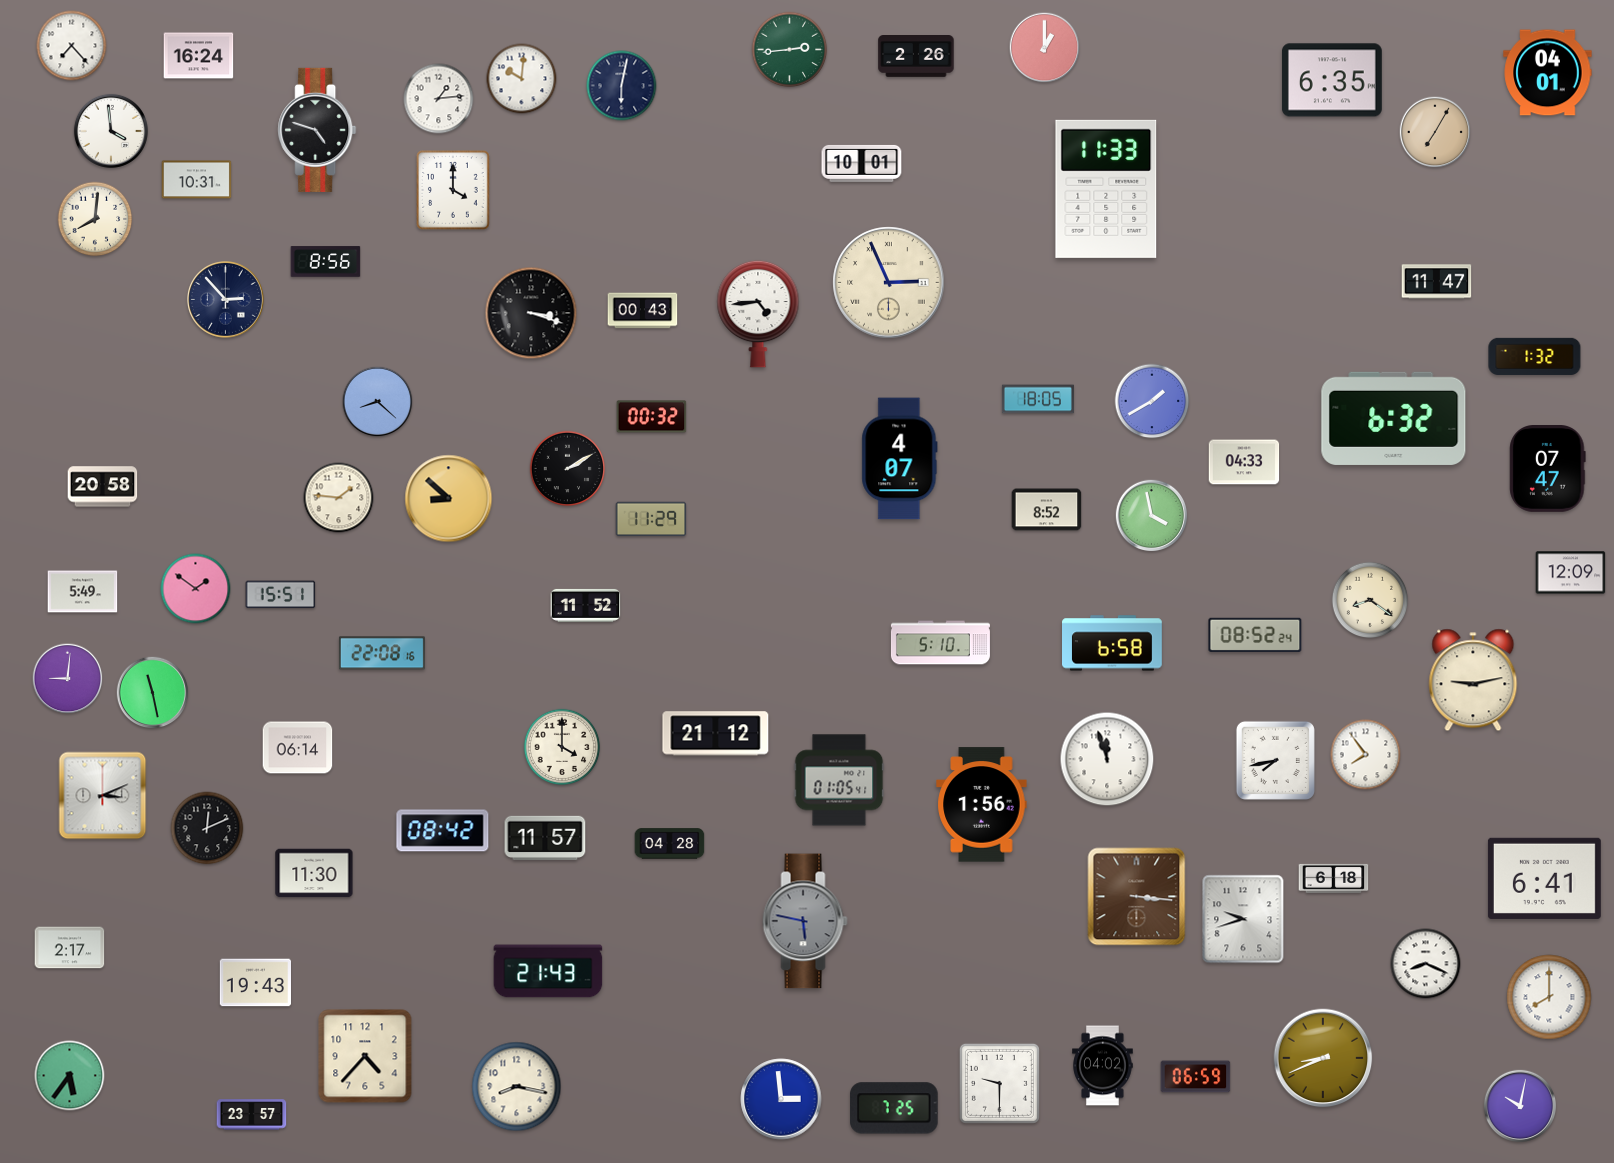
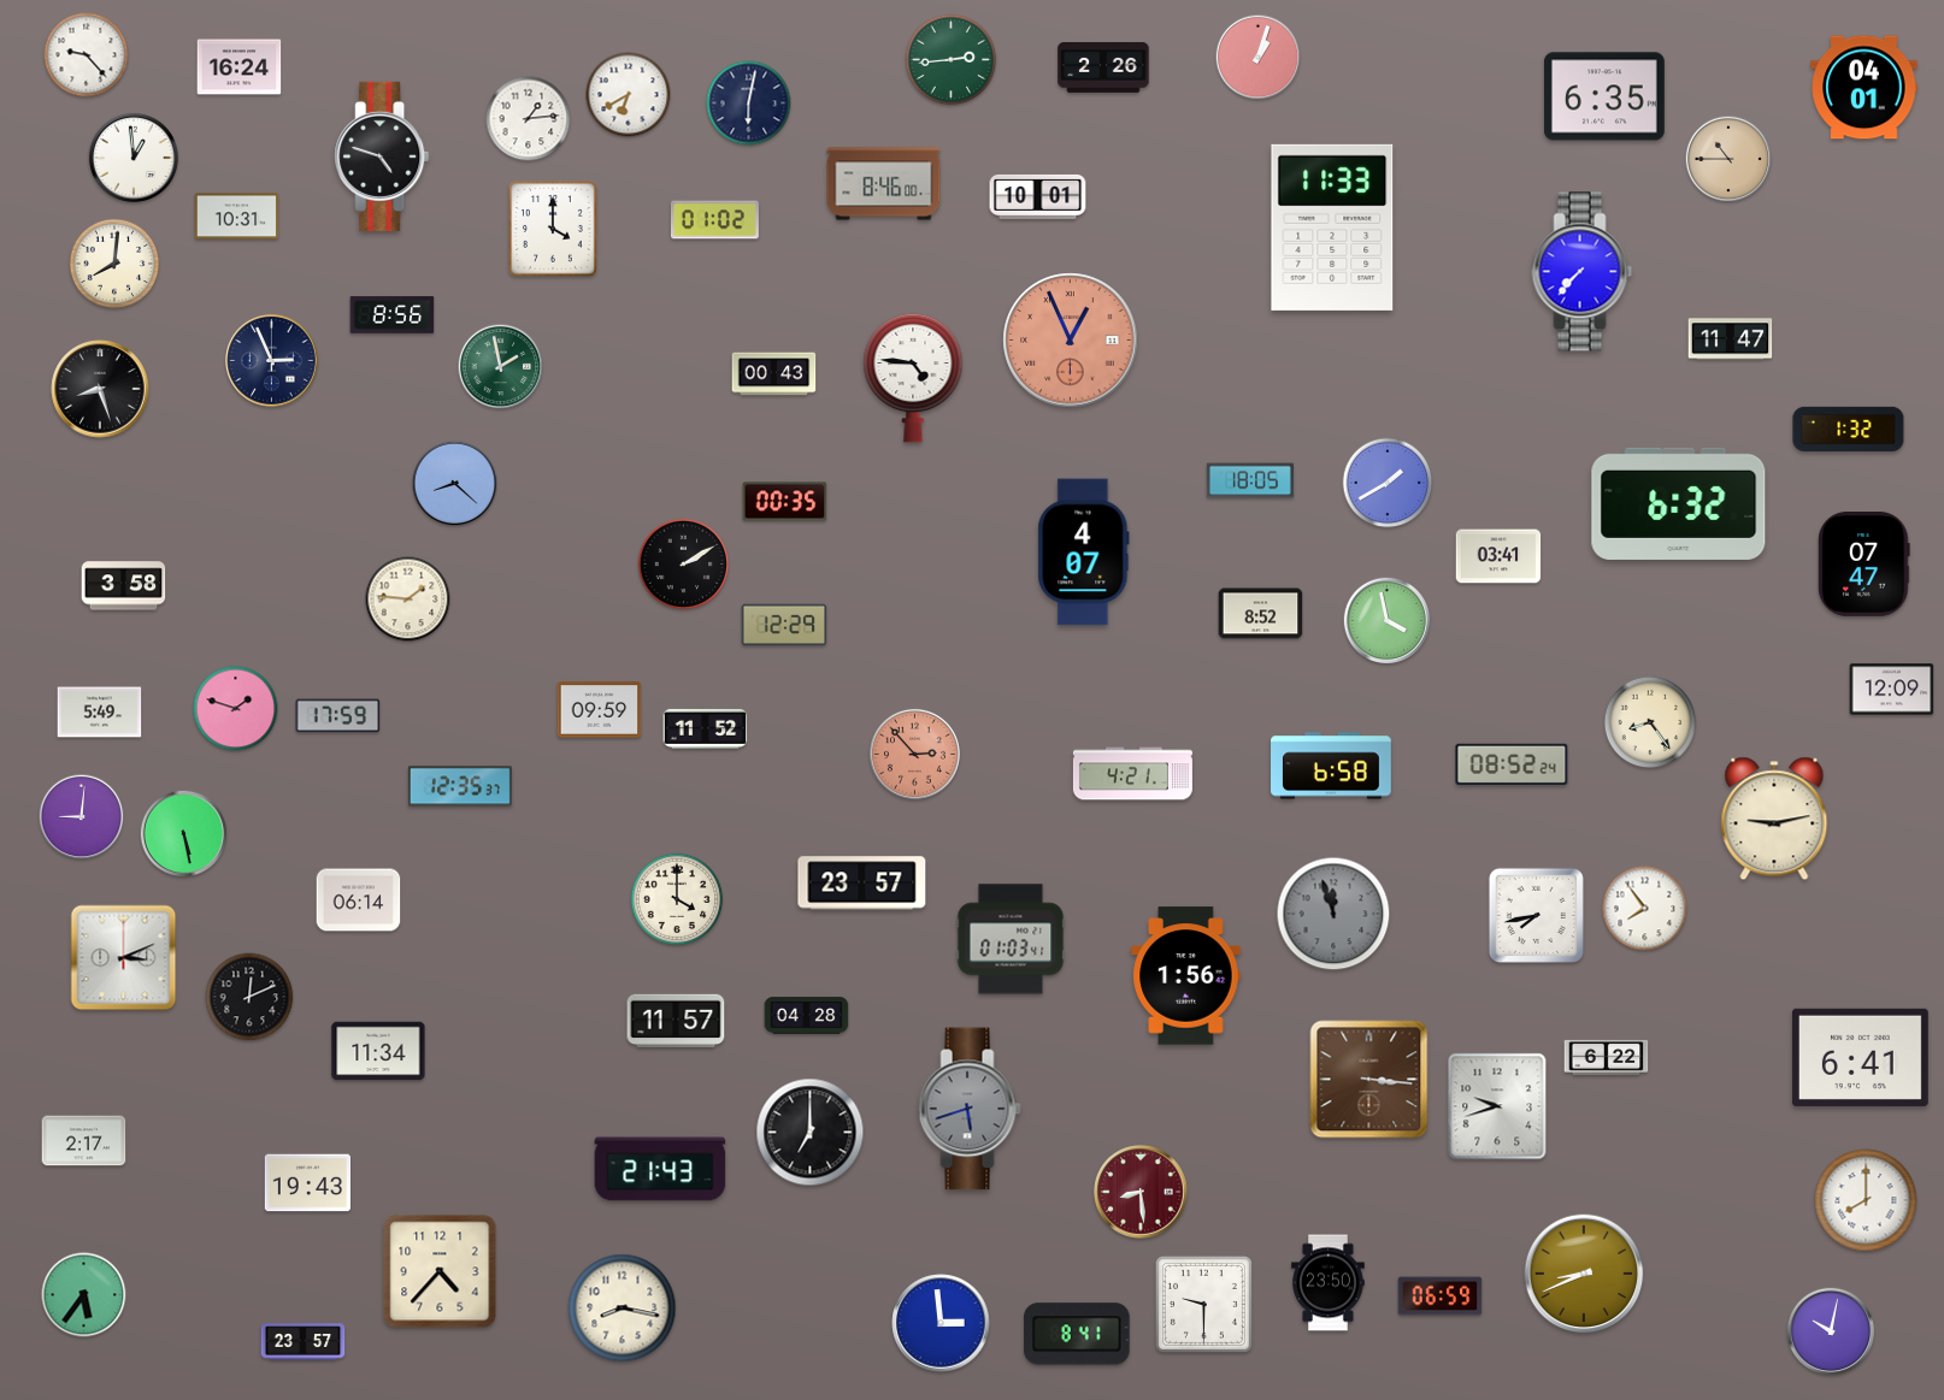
clock at (72, 46): 7:23 -> 9:23
clock at (1045, 48): 1:00 -> 1:03
clock at (522, 79): 10:01 -> 6:40
clock at (111, 131): 3:59 -> 12:59
clock at (1435, 132): 7:05 -> 10:45
clock at (884, 184): none -> 8:46
clock at (714, 220): none -> 01:02
clock at (453, 190) position: (453, 190) -> (553, 229)
clock at (1583, 272): none -> 7:37
clock at (889, 283): 2:56 -> 12:56
clock at (889, 283) dial: cream -> salmon
clock at (225, 299): 2:53 -> 2:56
clock at (501, 367): none -> 1:58
clock at (531, 313): 3:18 -> none
clock at (758, 314): 4:44 -> 4:46
clock at (100, 389): none -> 8:27
clock at (652, 417): 00:32 -> 00:35
clock at (1244, 462): 04:33 -> 03:41
clock at (103, 487): 20:58 -> 3:58
clock at (449, 499): 8:52 -> none
clock at (651, 519): 11:29 -> 12:29
clock at (196, 589): 1:51 -> 1:48
clock at (600, 710): none -> 09:59
clock at (281, 595): 15:51 -> 17:59
clock at (1370, 600): 8:21 -> 8:24
clock at (914, 754): none -> 2:53
clock at (940, 643): 5:10 -> 4:21
clock at (1113, 643) position: (1113, 643) -> (1332, 766)
clock at (382, 653): 22:08 -> 12:35
clock at (153, 693): 11:28 -> 5:28
clock at (716, 734): 21:12 -> 23:57
clock at (1107, 759) dial: white -> grey
clock at (839, 780): 01:05 -> 01:03
clock at (982, 805) position: (982, 805) -> (1186, 976)
clock at (443, 831): 08:42 -> none
clock at (545, 837) position: (545, 837) -> (676, 1020)
clock at (314, 873): 11:30 -> 11:34
clock at (1334, 878): 6:18 -> 6:22
clock at (805, 921): 5:47 -> 5:42
clock at (811, 1133): none -> 7:00
clock at (1426, 964): 8:19 -> none
clock at (1142, 1193): none -> 8:29
clock at (1323, 1058) position: (1323, 1058) -> (1584, 1274)
clock at (1103, 1066): 04:02 -> 23:50
clock at (894, 1108): 7:25 -> 8:41
